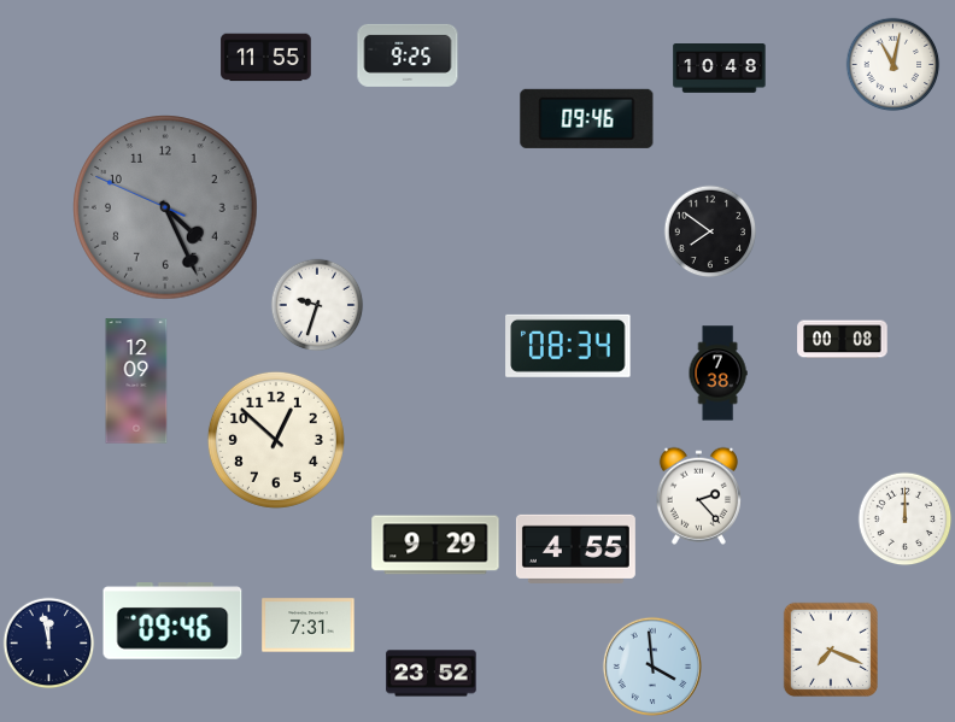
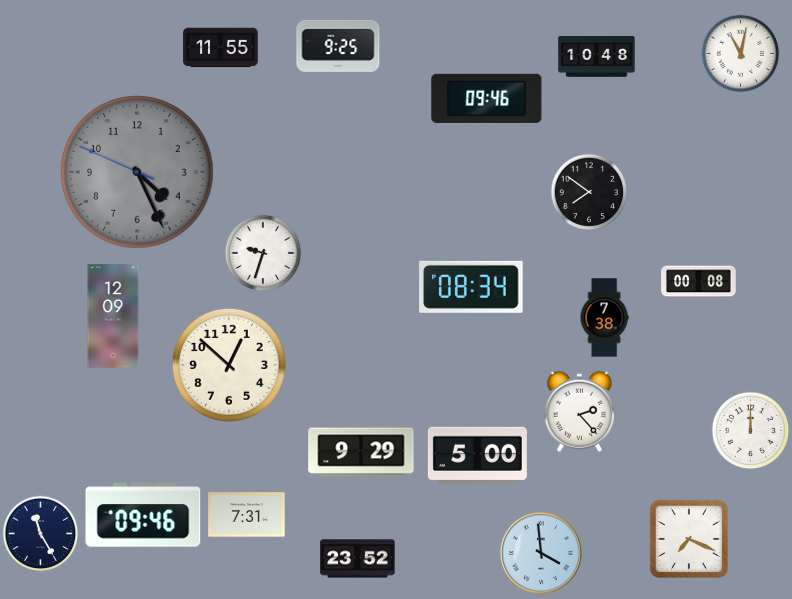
clock at (717, 374) position: (717, 374) -> (604, 318)
clock at (575, 548): 4:55 -> 5:00
clock at (309, 626) position: (309, 626) -> (247, 515)
clock at (49, 644): 11:58 -> 11:25
